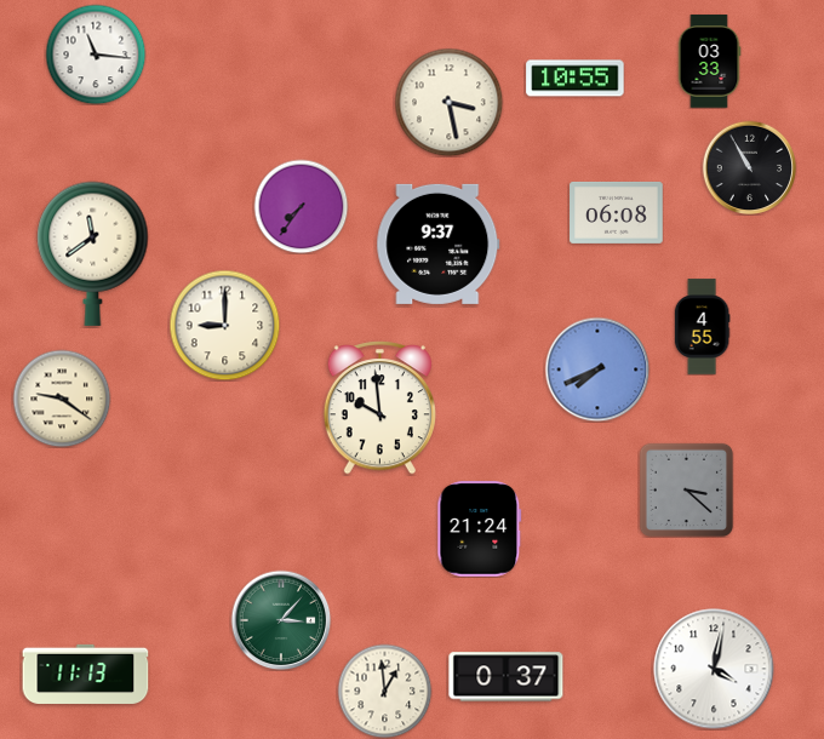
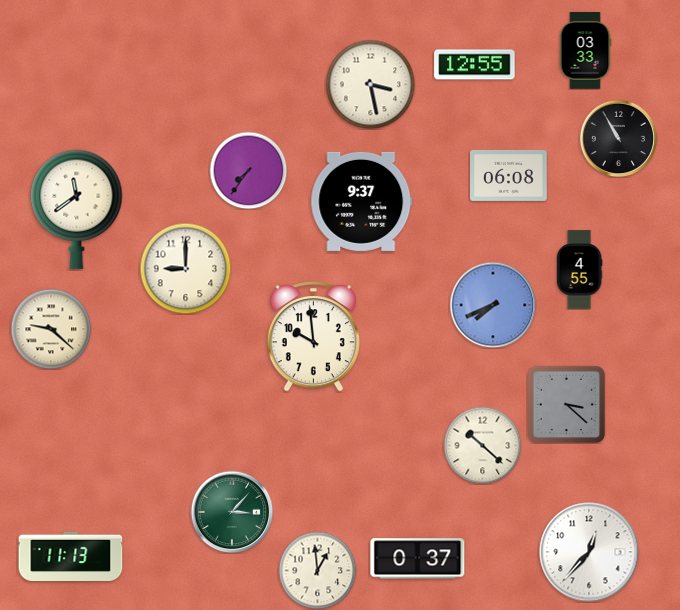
clock at (96, 55): 11:16 -> none
clock at (576, 79): 10:55 -> 12:55
clock at (62, 399): 9:21 -> 9:22
clock at (480, 529): 21:24 -> none
clock at (482, 445): none -> 10:22
clock at (714, 669): 4:02 -> 12:37
